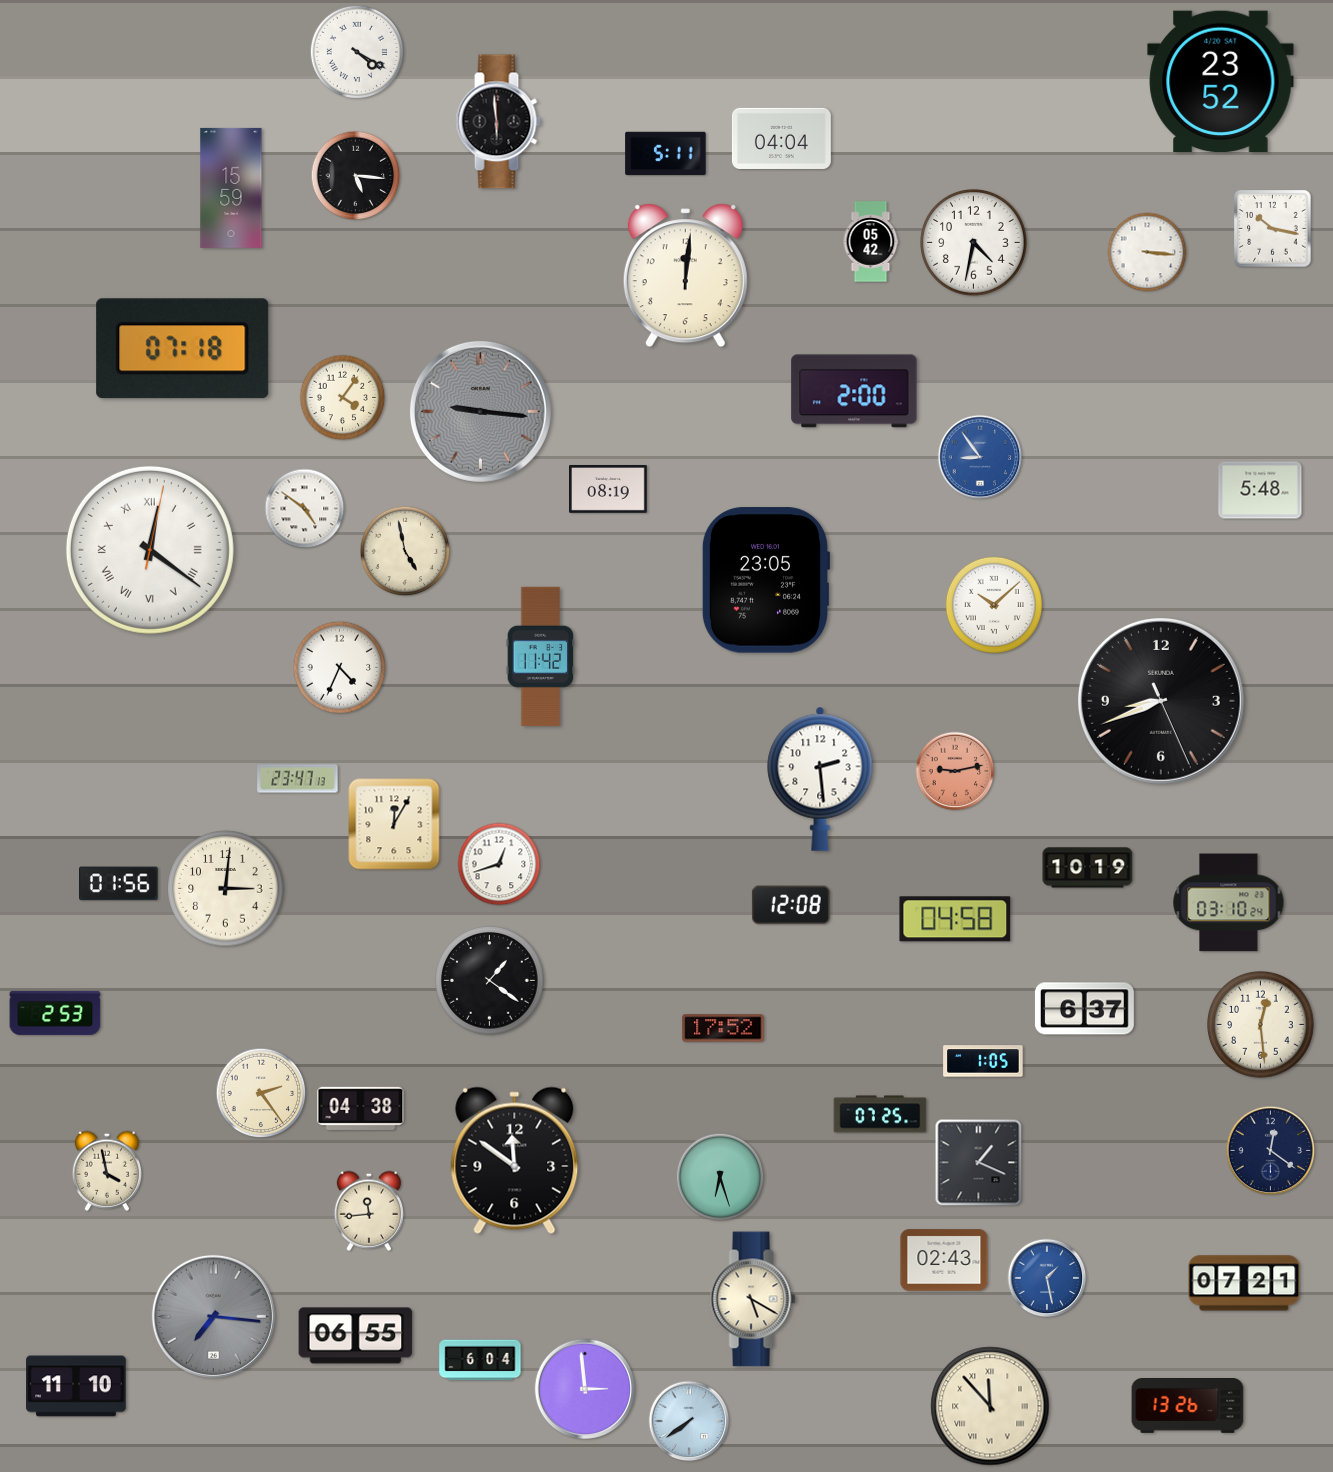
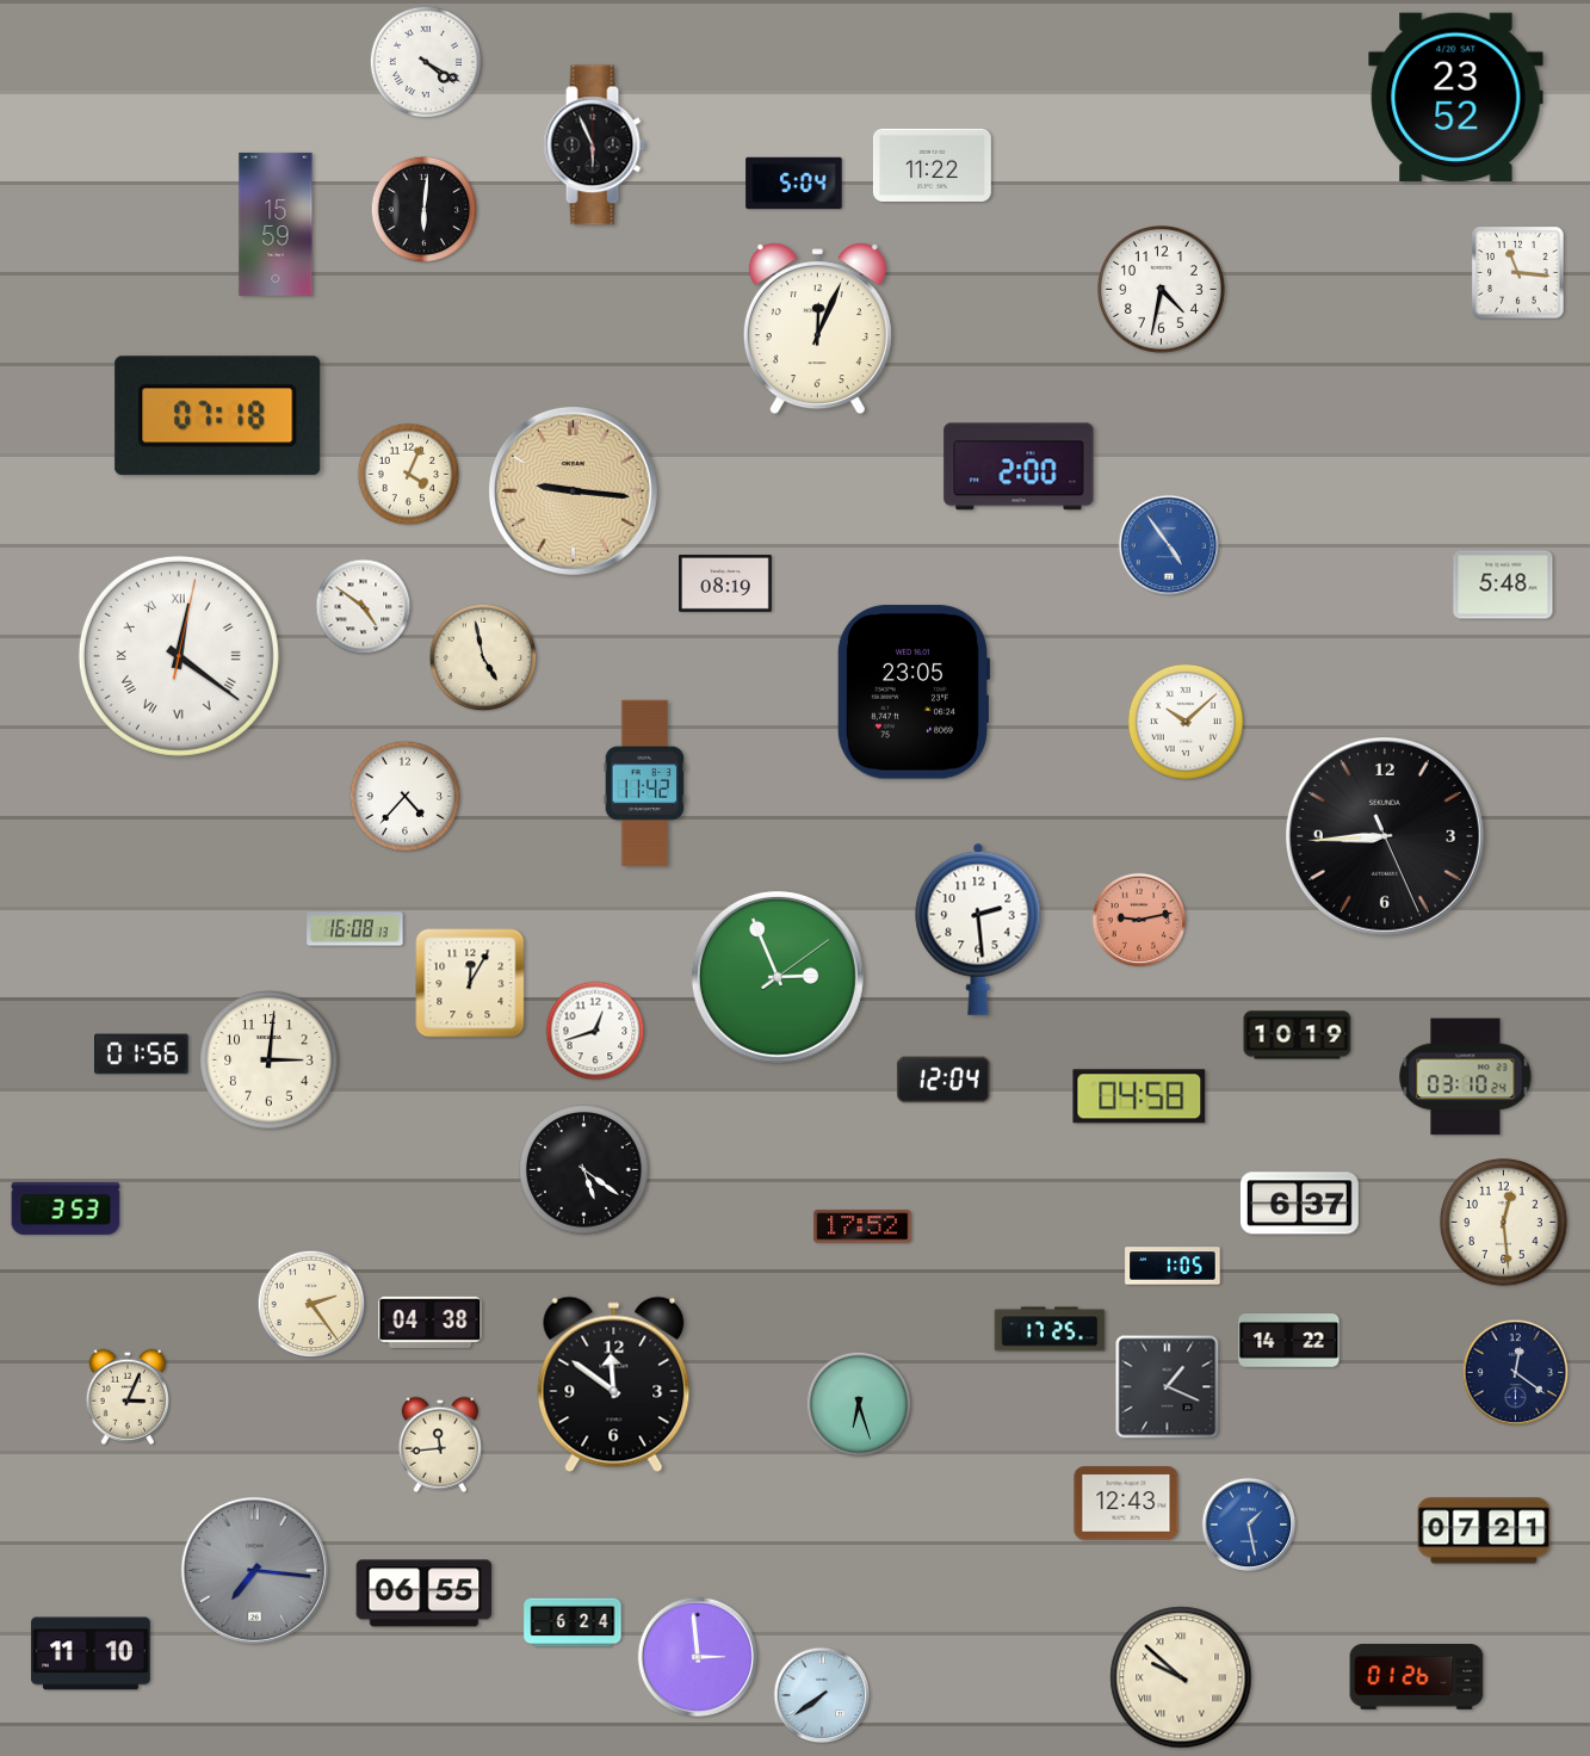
clock at (498, 122): 5:59 -> 5:56
clock at (781, 138): 04:04 -> 11:22
clock at (666, 154): 5:11 -> 5:04
clock at (356, 176): 5:16 -> 6:01
clock at (1273, 229): 10:17 -> 11:16
clock at (871, 242): 05:42 -> none
clock at (1147, 252): 3:16 -> none
clock at (685, 276): 12:01 -> 12:04
clock at (343, 398): 4:06 -> 4:04
clock at (480, 411) dial: grey -> champagne
clock at (980, 457): 8:54 -> 4:54
clock at (340, 668): 4:34 -> 4:37
clock at (1161, 701): 8:41 -> 8:44
clock at (298, 779): 23:47 -> 16:08
clock at (778, 977): none -> 2:56
clock at (791, 905): 12:08 -> 12:04
clock at (490, 981): 1:21 -> 5:21
clock at (1084, 1009) position: (1084, 1009) -> (1299, 1204)
clock at (55, 1013): 2:53 -> 3:53
clock at (880, 1114): 07:25 -> 17:25
clock at (1289, 1341): none -> 14:22
clock at (106, 1171): 3:58 -> 3:04
clock at (944, 1260): 02:43 -> 12:43
clock at (753, 1299): 5:20 -> none
clock at (480, 1360): 6:04 -> 6:24
clock at (990, 1406): 11:53 -> 9:52
clock at (1188, 1406): 13:26 -> 01:26
